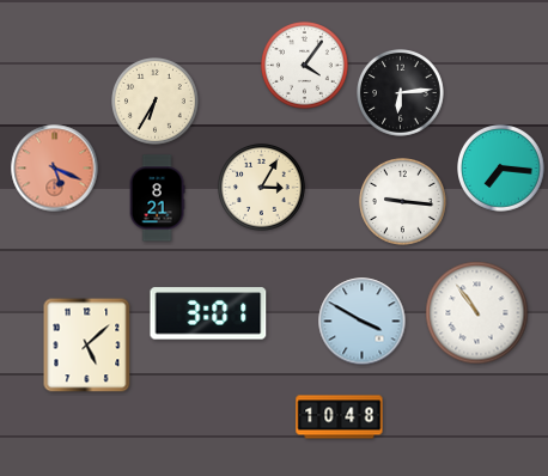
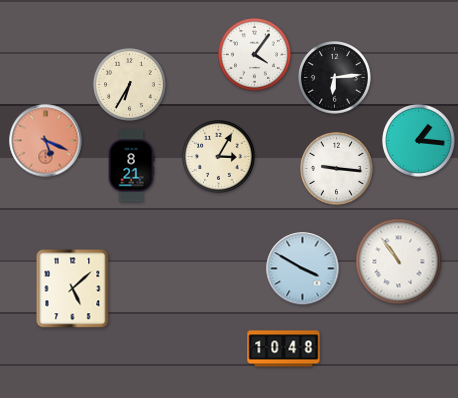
clock at (501, 169): 7:16 -> 1:16
clock at (208, 313): 3:01 -> none
